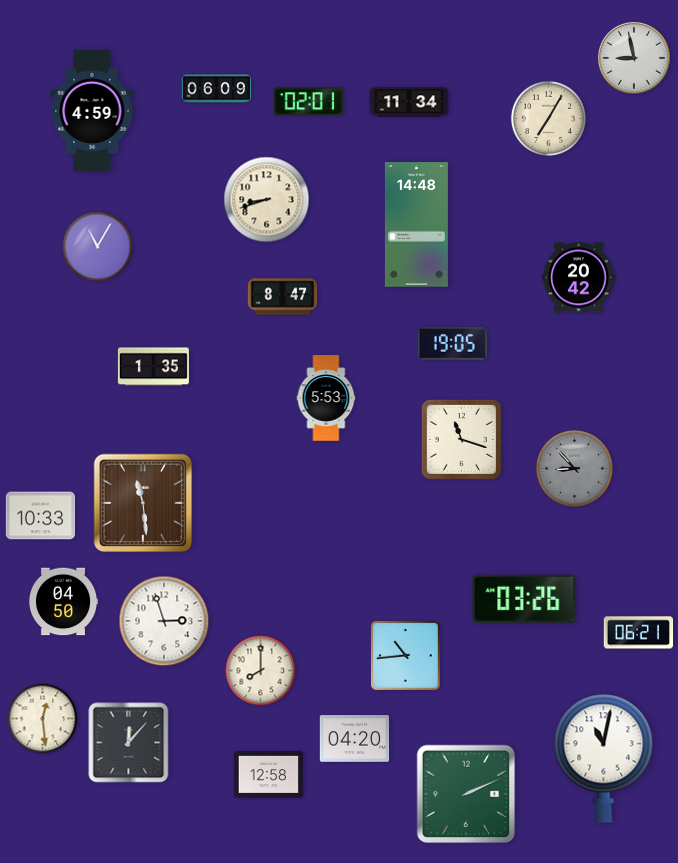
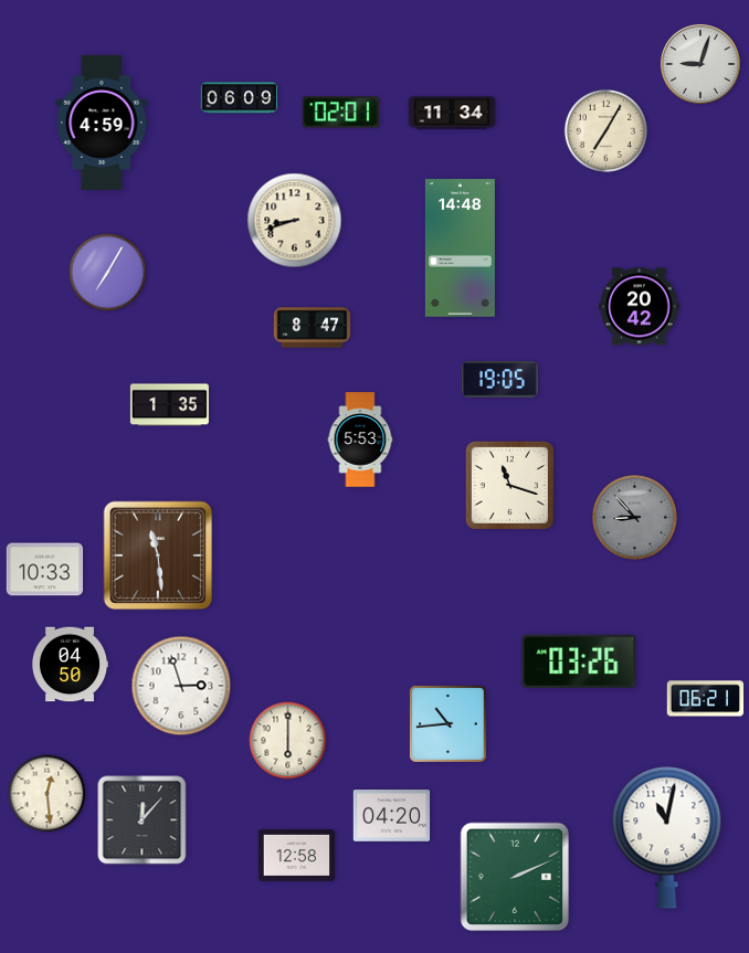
clock at (634, 58): 8:58 -> 9:03
clock at (98, 247): 11:05 -> 7:05
clock at (261, 671): 8:00 -> 6:00
